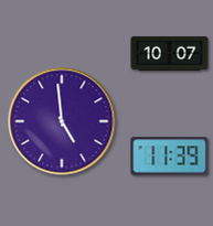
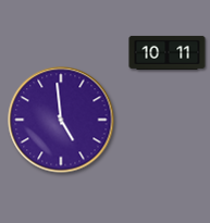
clock at (170, 53): 10:07 -> 10:11
clock at (170, 157): 11:39 -> none
